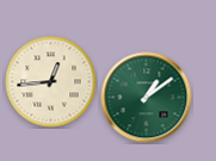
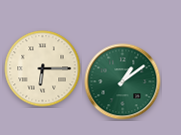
clock at (51, 82): 12:44 -> 6:15
